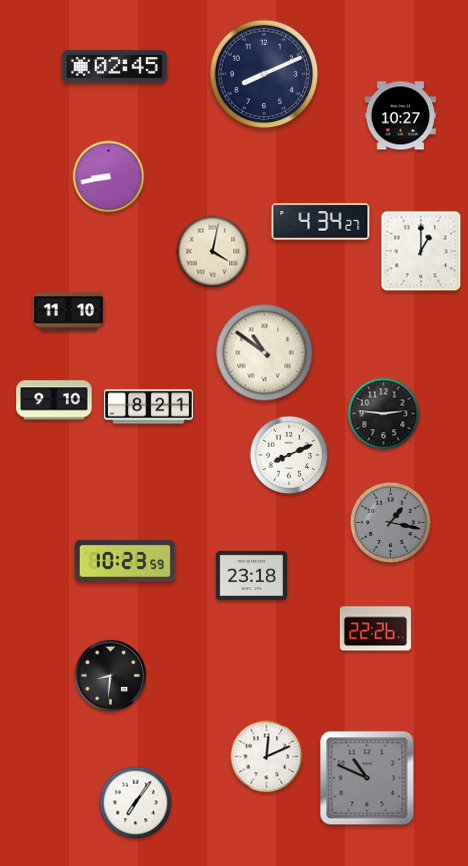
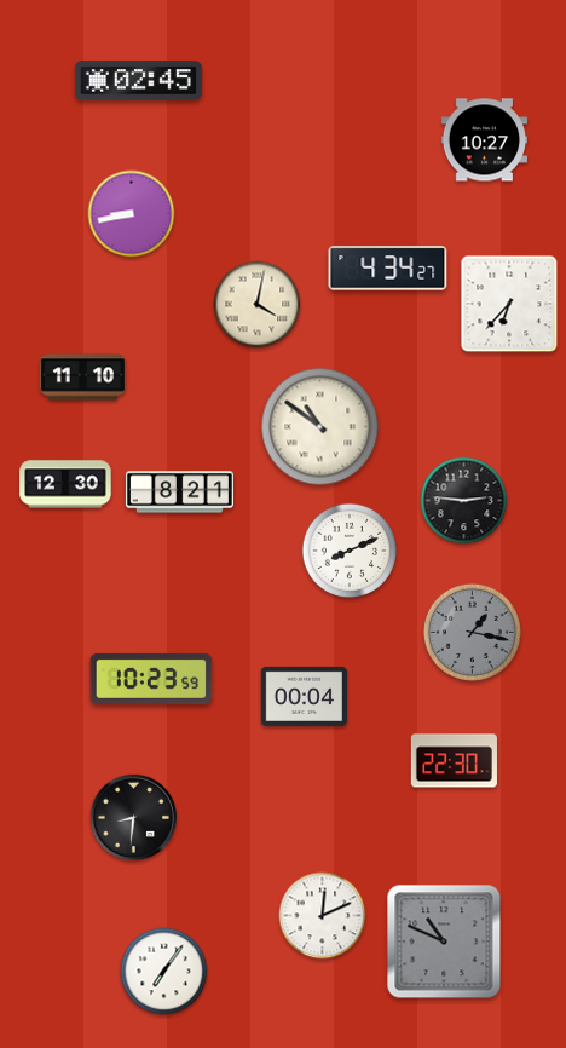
clock at (264, 74): 8:11 -> none
clock at (421, 251): 1:00 -> 6:37
clock at (54, 400): 9:10 -> 12:30
clock at (251, 575): 23:18 -> 00:04
clock at (375, 629): 22:26 -> 22:30
